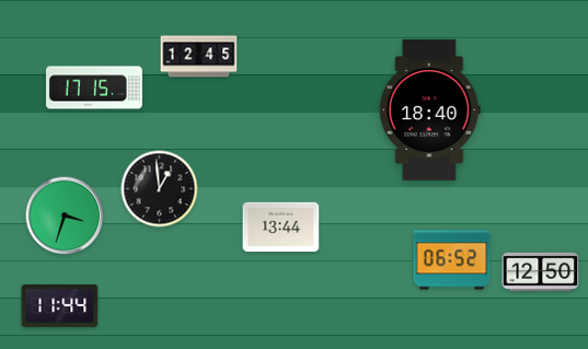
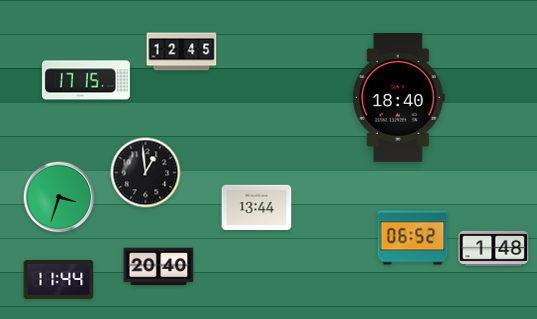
clock at (429, 110) position: (429, 110) -> (398, 98)
clock at (541, 271): 12:50 -> 1:48
clock at (159, 267): none -> 20:40
clock at (60, 305) position: (60, 305) -> (59, 279)
